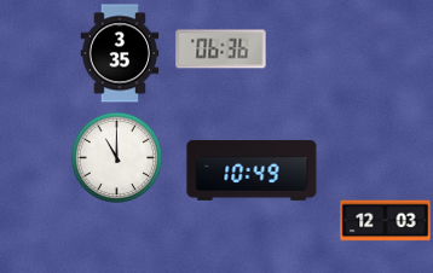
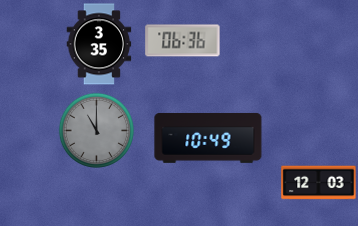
clock at (116, 157) dial: white -> grey
clock at (252, 170) position: (252, 170) -> (208, 138)
